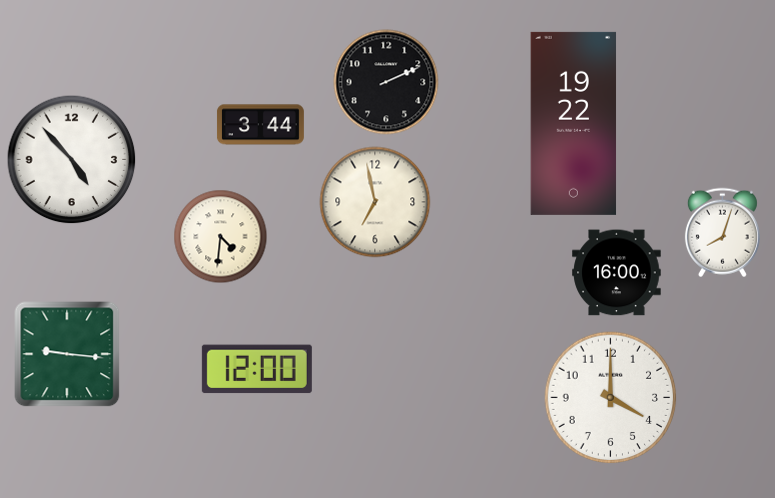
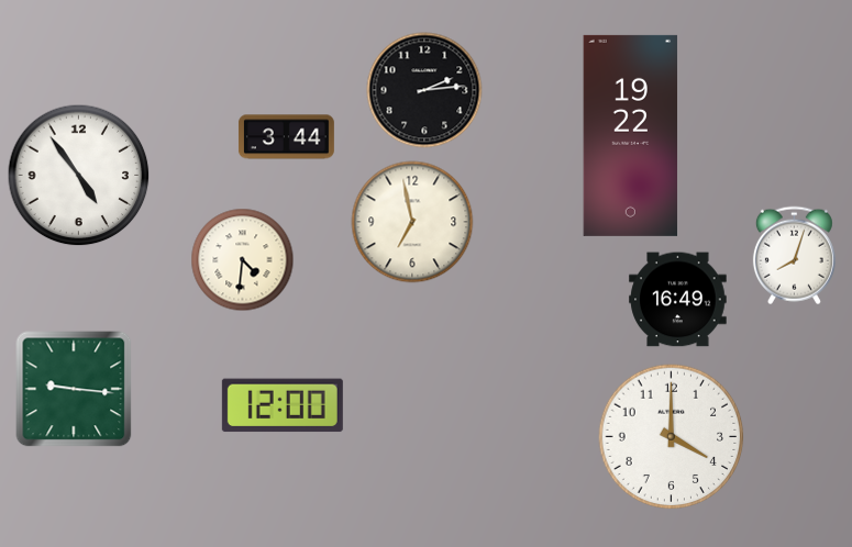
clock at (386, 82): 2:11 -> 2:14
clock at (72, 160): 4:53 -> 4:54
clock at (617, 273): 16:00 -> 16:49
